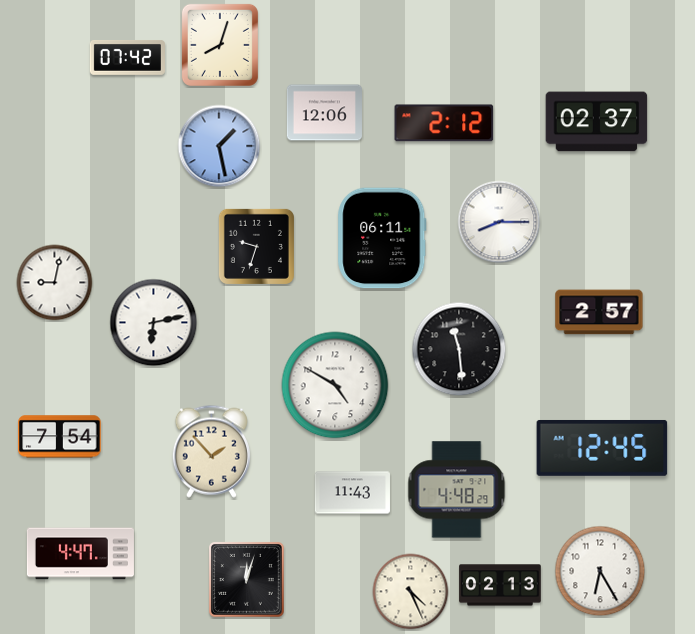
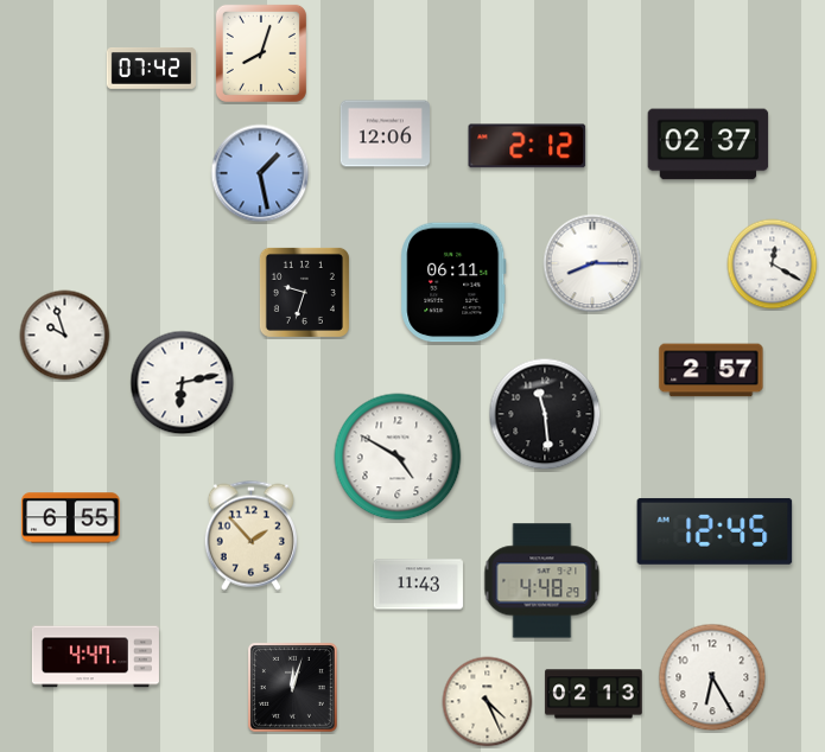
clock at (773, 265): none -> 12:20
clock at (55, 283): 9:02 -> 9:57
clock at (60, 437): 7:54 -> 6:55
